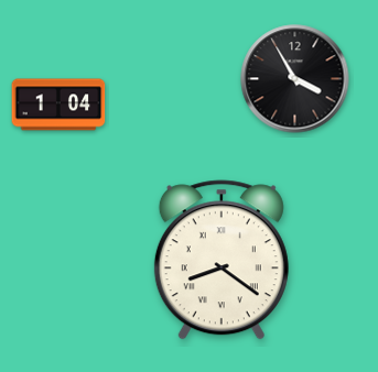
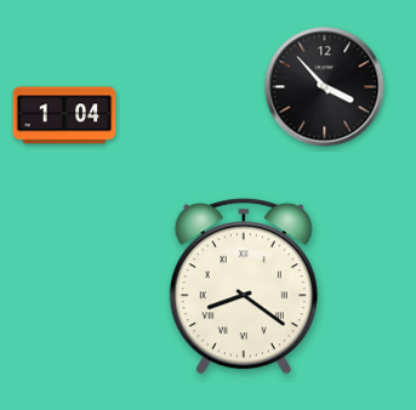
clock at (295, 79): 3:55 -> 3:53
